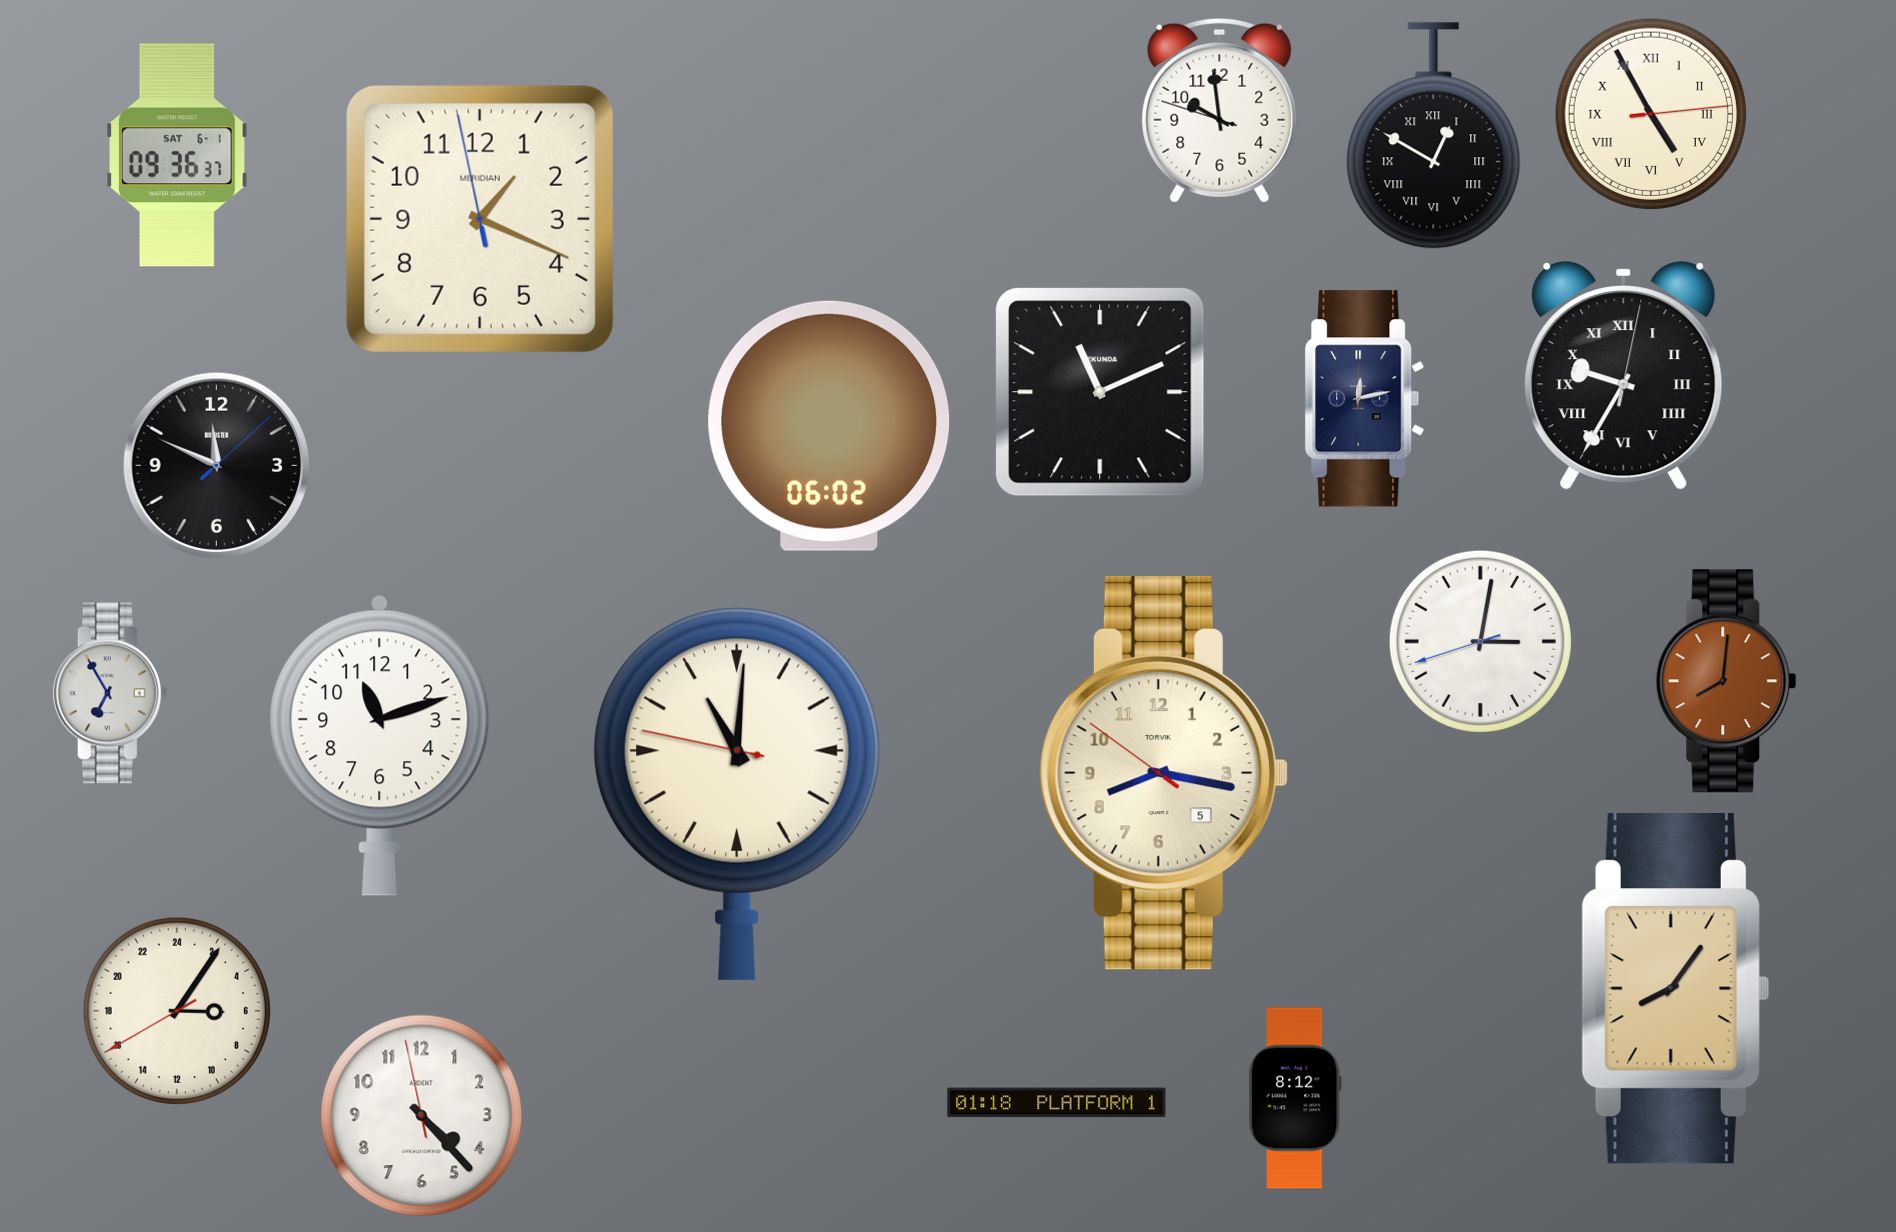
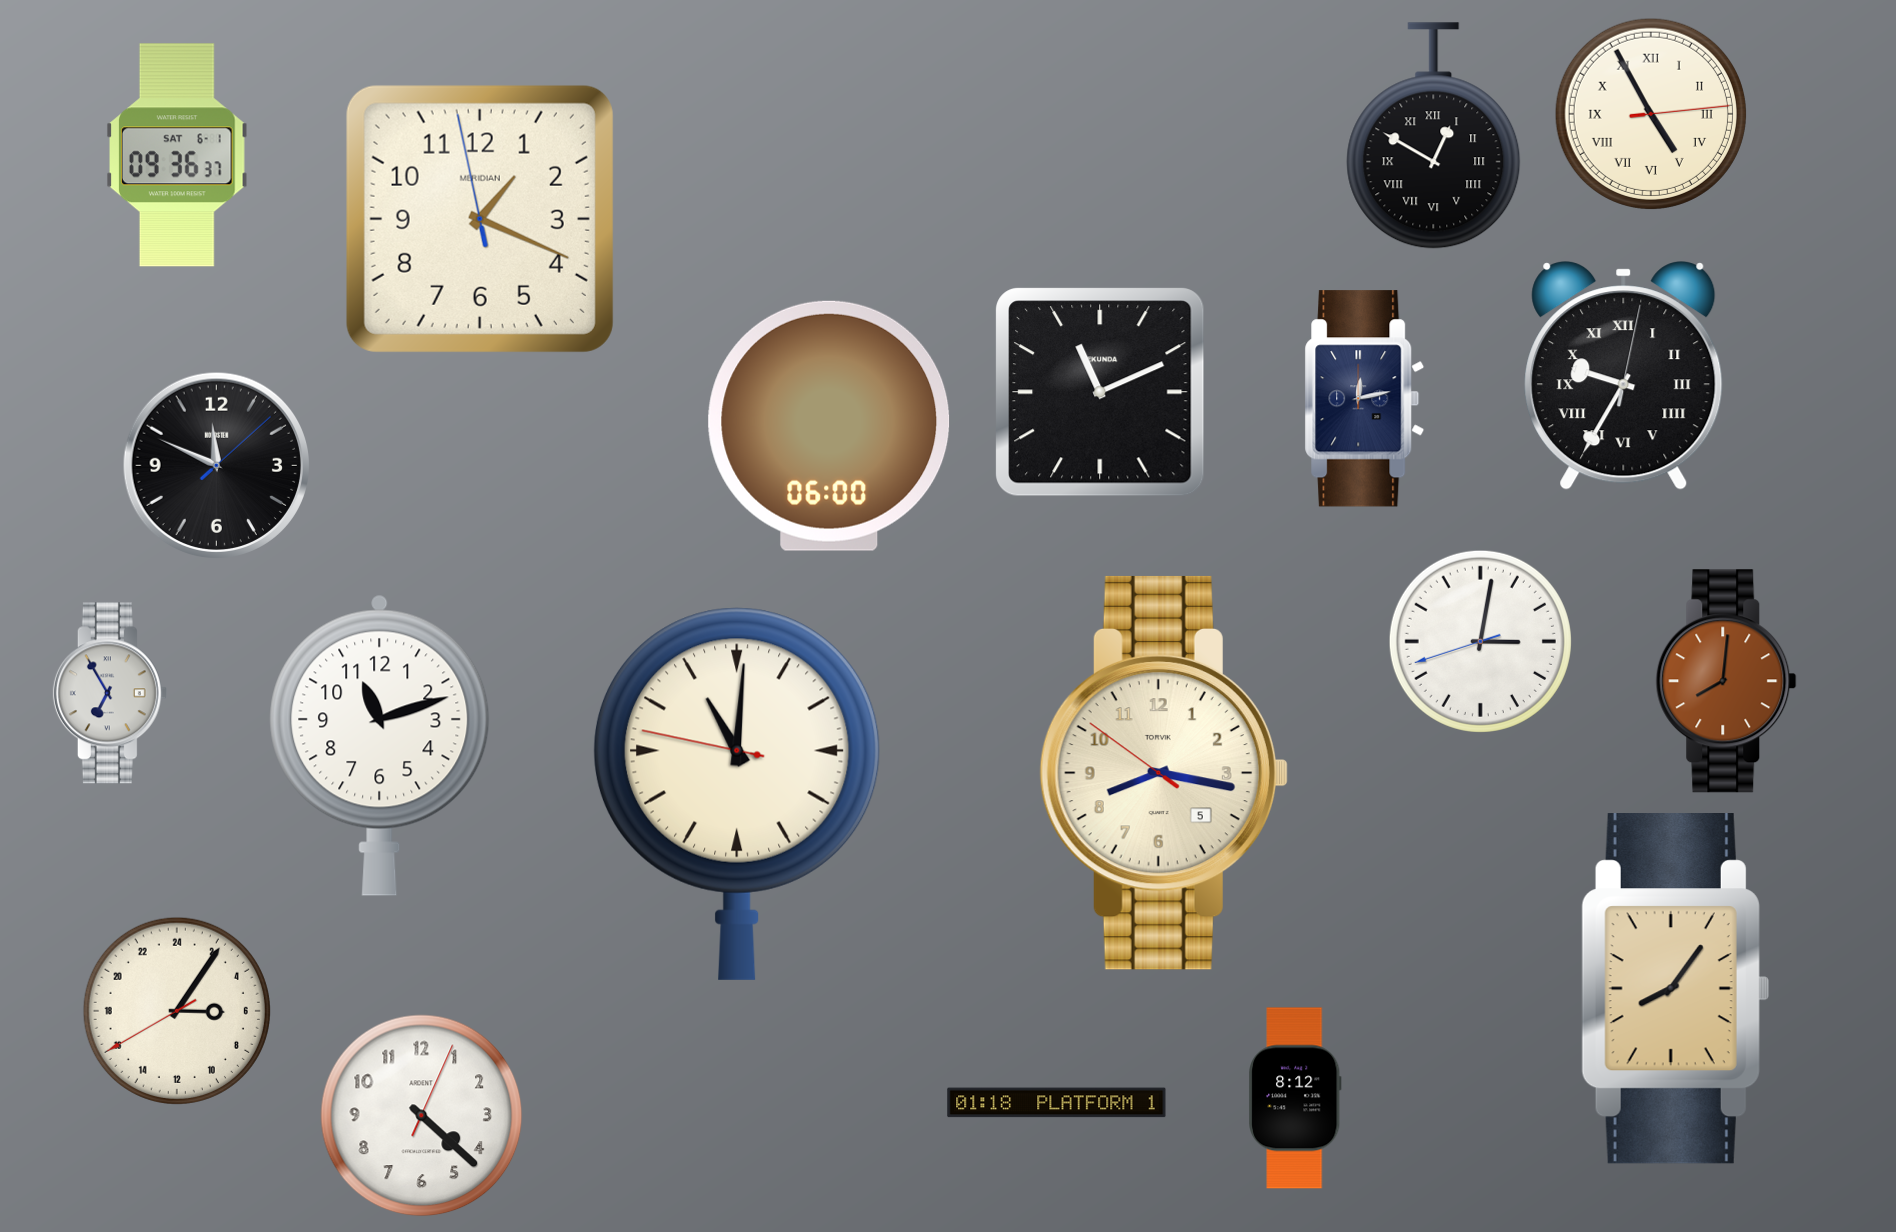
clock at (1220, 110): 9:58 -> none
clock at (829, 426): 06:02 -> 06:00
clock at (422, 1116): 4:22:58 -> 4:22:04
